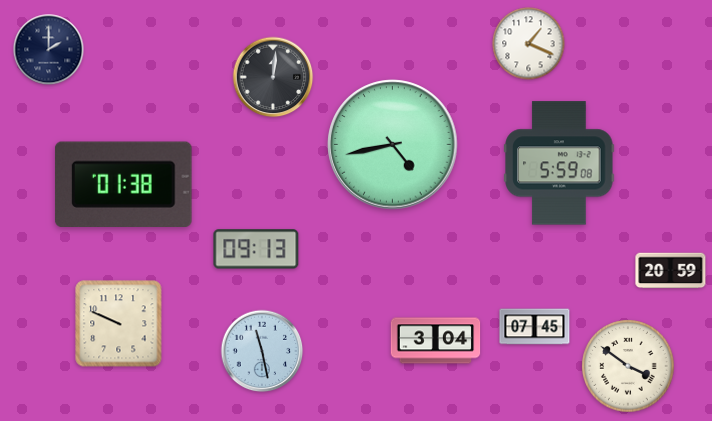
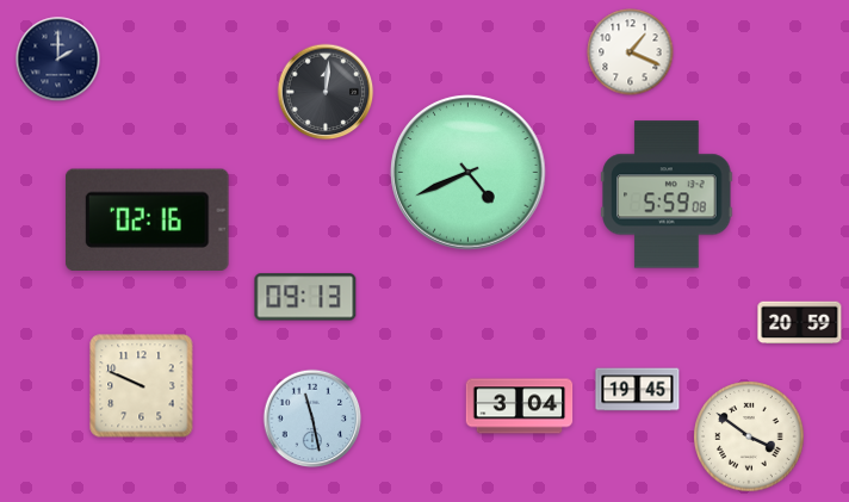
clock at (393, 145): 4:43 -> 4:41
clock at (123, 184): 01:38 -> 02:16
clock at (535, 327): 07:45 -> 19:45
